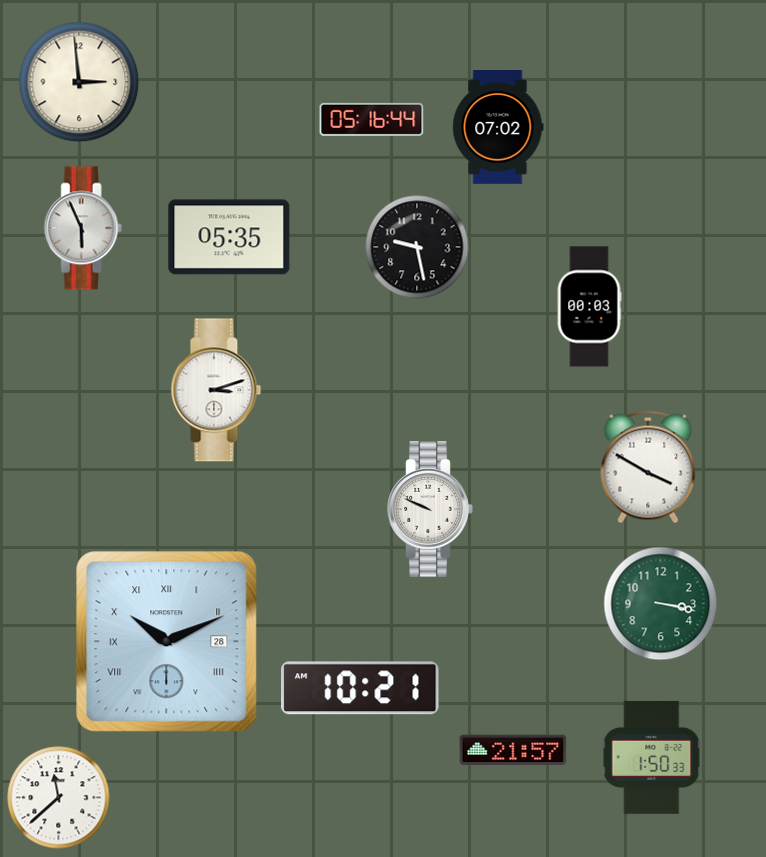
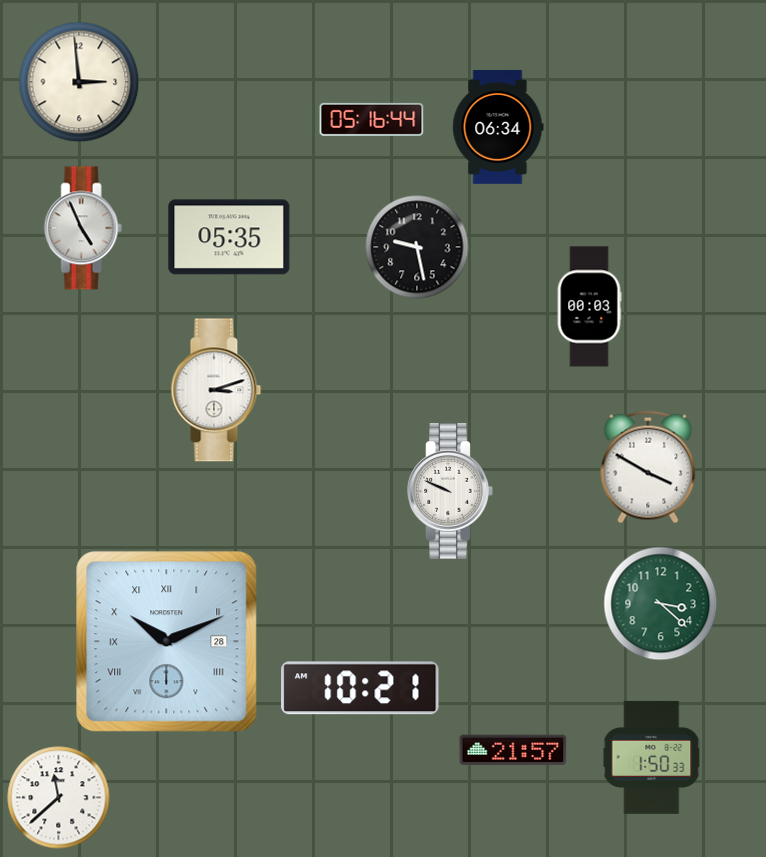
clock at (498, 128): 07:02 -> 06:34
clock at (83, 228): 5:56 -> 4:56
clock at (430, 509) position: (430, 509) -> (450, 491)
clock at (661, 604): 3:17 -> 3:22
